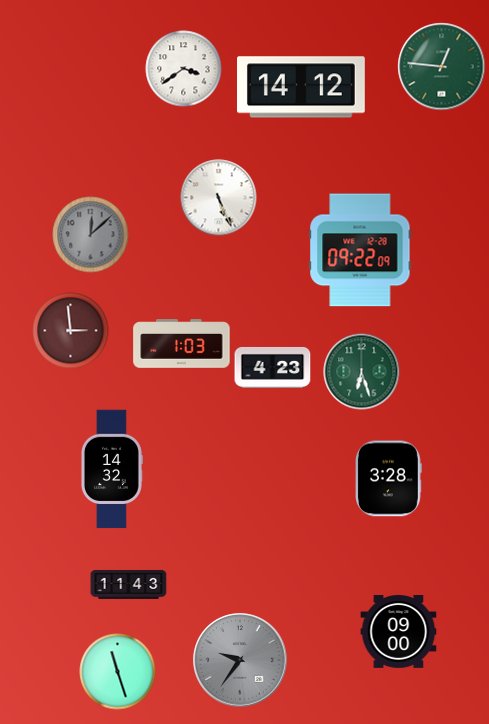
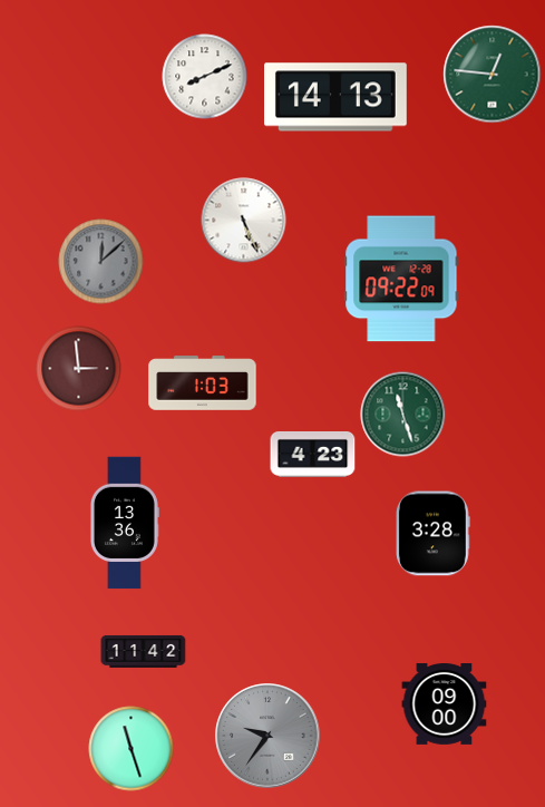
clock at (184, 69): 3:39 -> 8:11
clock at (302, 87): 14:12 -> 14:13
clock at (273, 367) position: (273, 367) -> (313, 454)
clock at (362, 372): 6:27 -> 11:27
clock at (111, 469): 14:32 -> 13:36
clock at (129, 584): 11:43 -> 11:42
